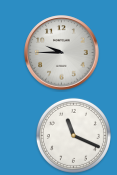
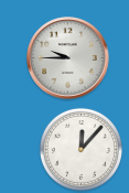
clock at (73, 135): 11:19 -> 12:07
